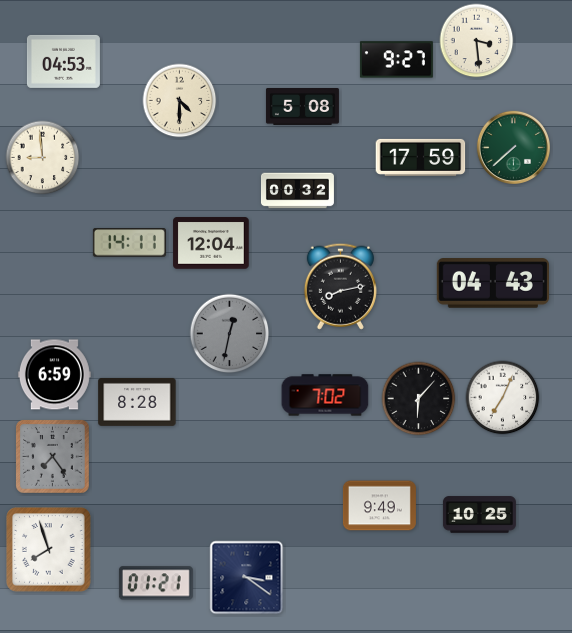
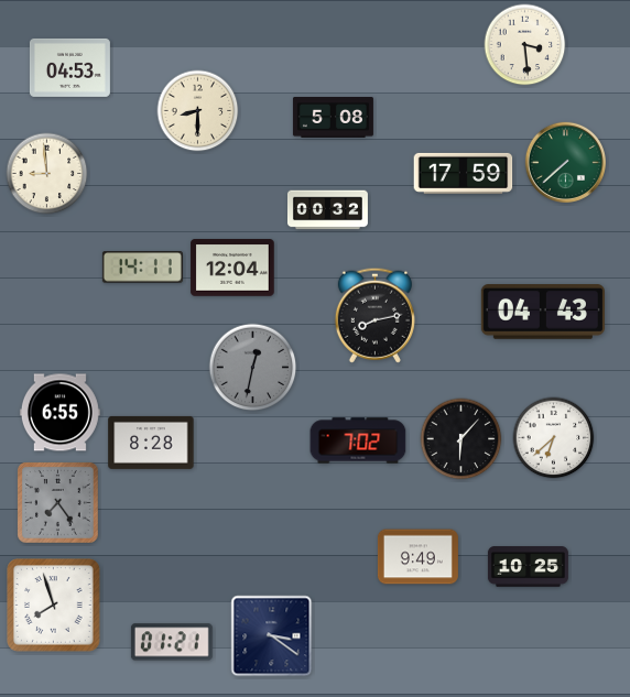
clock at (396, 60): 9:27 -> none
clock at (180, 101): 4:30 -> 8:30
clock at (54, 375): 6:59 -> 6:55
clock at (325, 395) position: (325, 395) -> (358, 440)
clock at (503, 398): 7:04 -> 6:38
